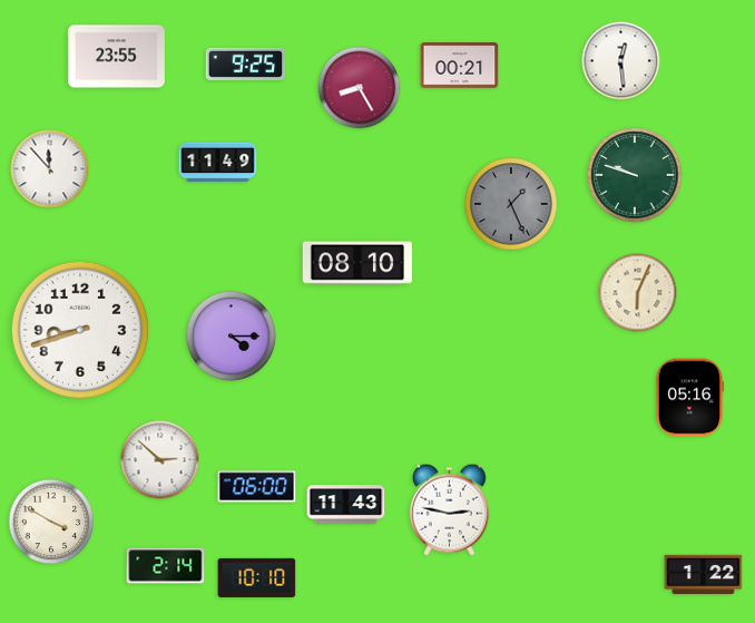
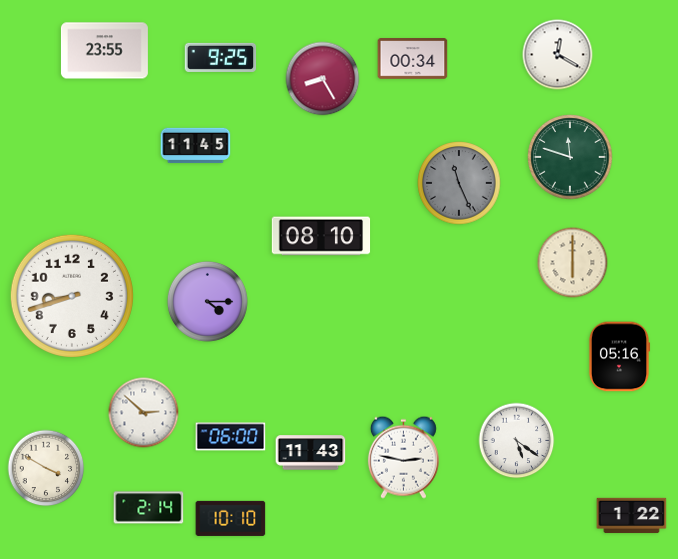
clock at (621, 61): 12:29 -> 12:20
clock at (460, 66): 00:21 -> 00:34
clock at (218, 163): 11:49 -> 11:45
clock at (50, 169): 11:53 -> none
clock at (635, 175): 9:48 -> 11:48
clock at (511, 204): 1:26 -> 11:26
clock at (638, 293): 6:04 -> 6:00
clock at (517, 441): none -> 5:21
